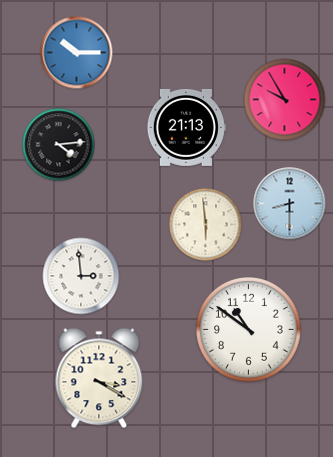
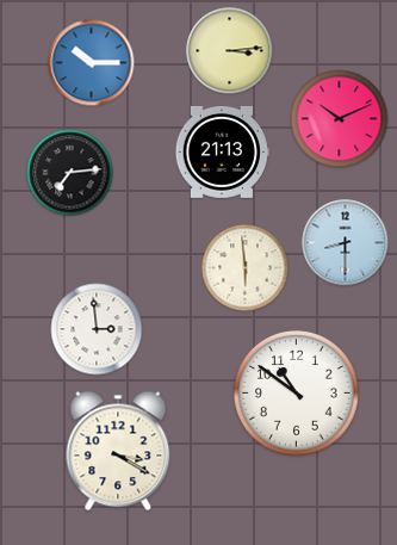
clock at (230, 51): none -> 3:14
clock at (285, 100): 9:55 -> 10:11
clock at (59, 145): 4:14 -> 7:14
